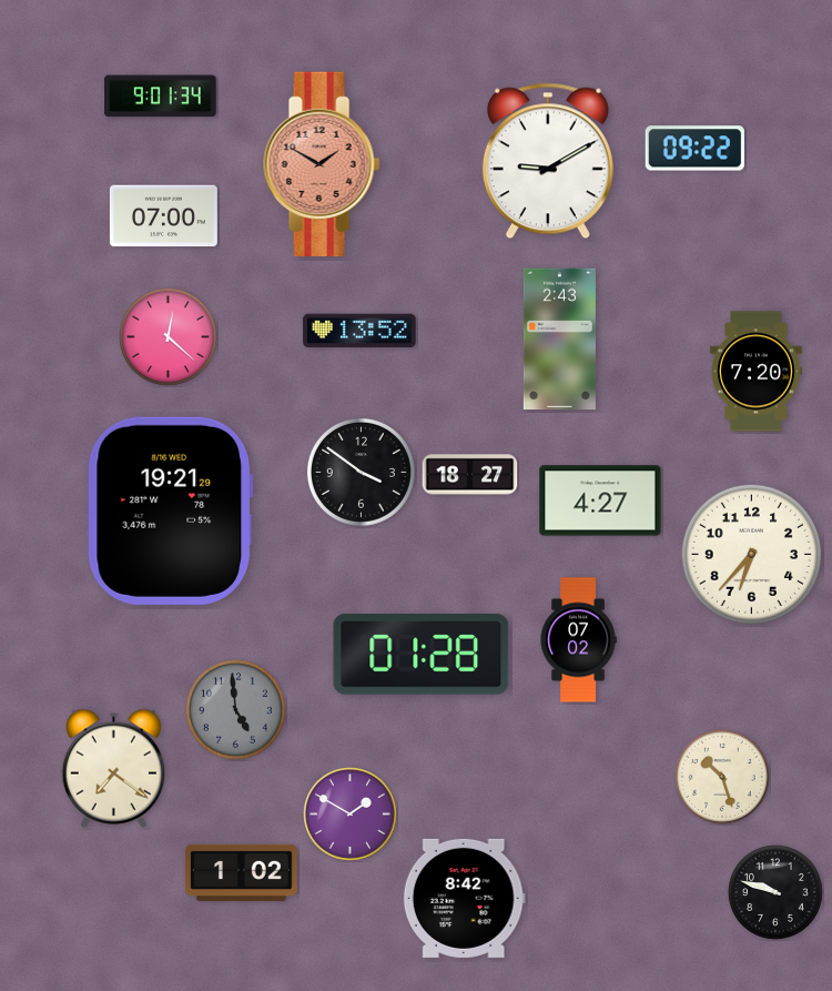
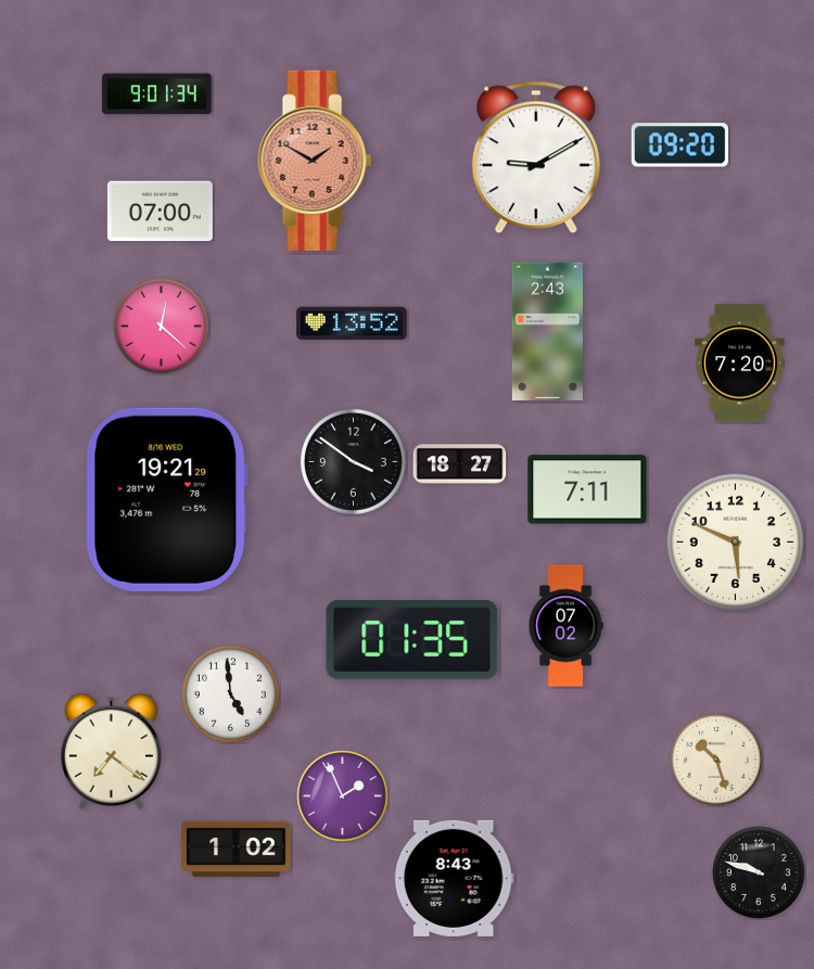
clock at (694, 149): 09:22 -> 09:20
clock at (169, 337) position: (169, 337) -> (162, 327)
clock at (600, 500): 4:27 -> 7:11
clock at (751, 554): 6:37 -> 5:49
clock at (422, 654): 01:28 -> 01:35
clock at (235, 709) dial: grey -> white
clock at (723, 778) position: (723, 778) -> (717, 761)
clock at (351, 815): 1:50 -> 1:56
clock at (242, 872) position: (242, 872) -> (237, 849)
clock at (464, 898): 8:42 -> 8:43
